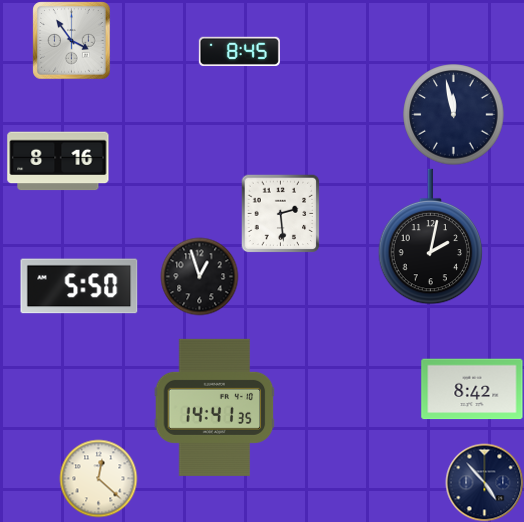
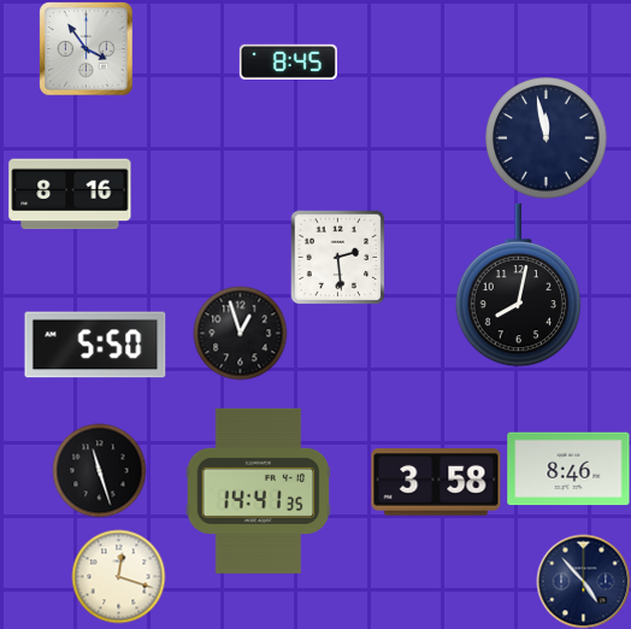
clock at (431, 237): 2:02 -> 8:02
clock at (472, 389): 8:42 -> 8:46
clock at (99, 470): none -> 11:27
clock at (436, 482): none -> 3:58
clock at (98, 478): 12:22 -> 12:18
